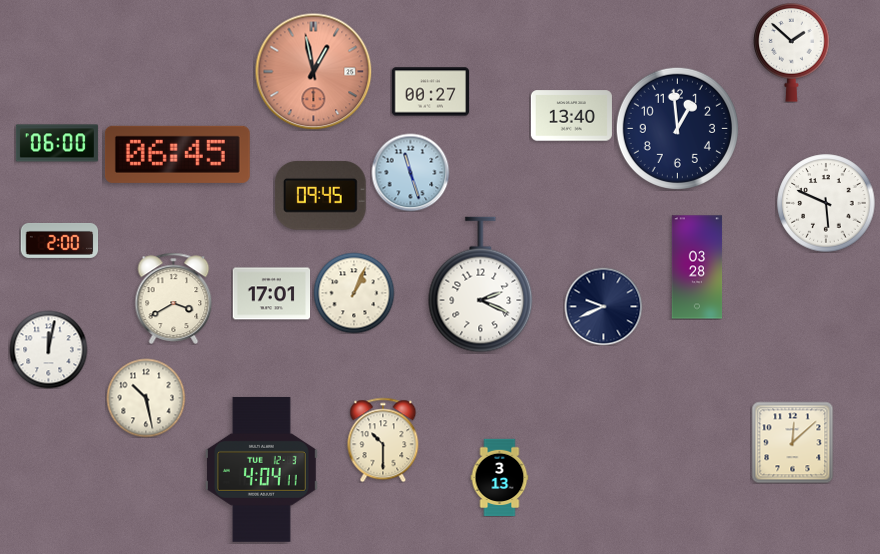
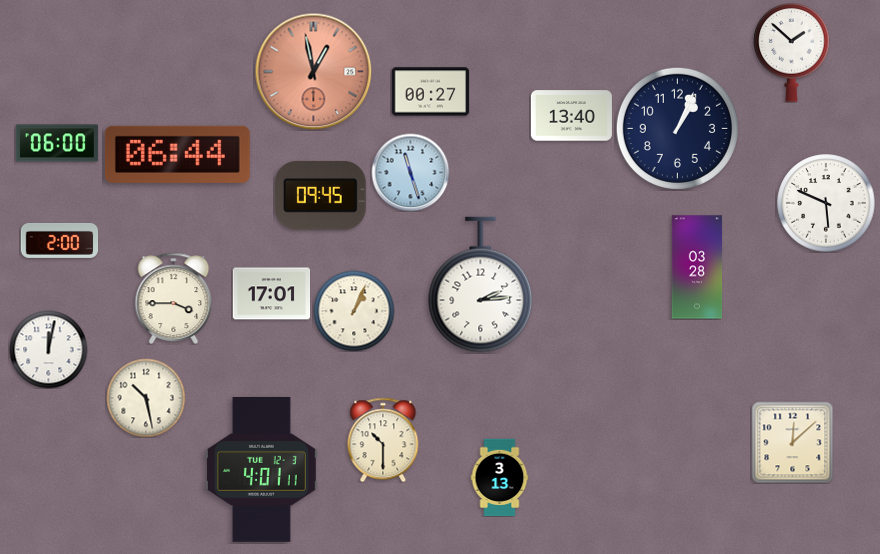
clock at (677, 128): 12:59 -> 1:04
clock at (177, 154): 06:45 -> 06:44
clock at (481, 285): 2:19 -> 2:14
clock at (354, 293) position: (354, 293) -> (354, 311)
clock at (174, 298): 3:40 -> 3:45
clock at (603, 306): 9:41 -> none
clock at (261, 469): 4:04 -> 4:01
